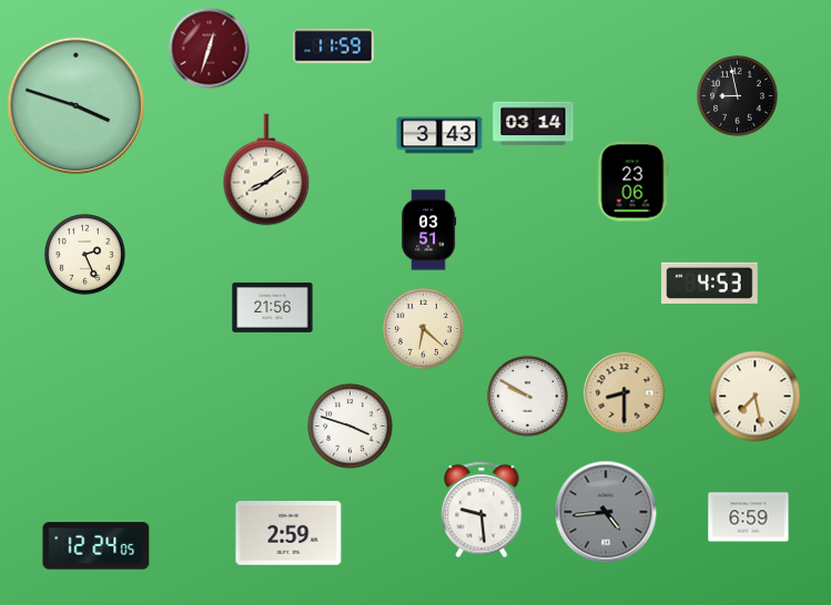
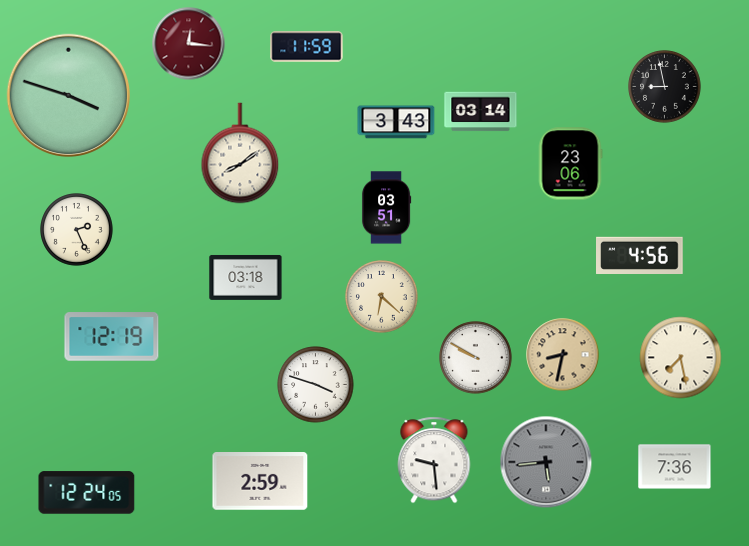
clock at (334, 47) position: (334, 47) -> (307, 47)
clock at (210, 49): 12:33 -> 12:16
clock at (710, 283): 4:53 -> 4:56
clock at (273, 307): 21:56 -> 03:18
clock at (112, 337): none -> 12:19
clock at (625, 393): 8:30 -> 8:32
clock at (606, 512): 4:44 -> 5:44
clock at (749, 517): 6:59 -> 7:36
